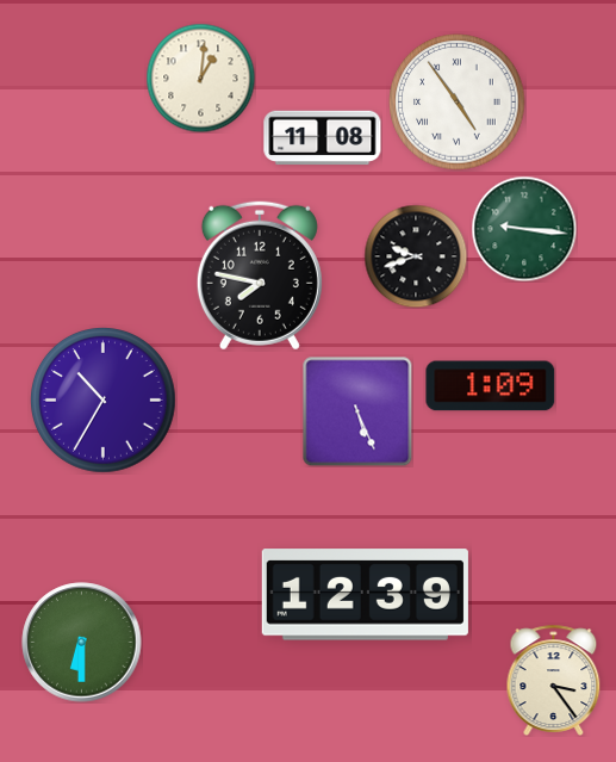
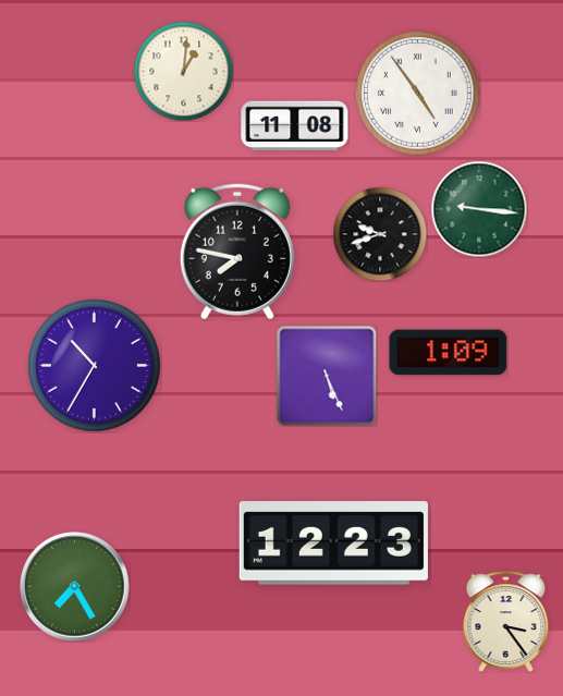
clock at (365, 595): 12:39 -> 12:23
clock at (82, 643): 6:30 -> 7:25
